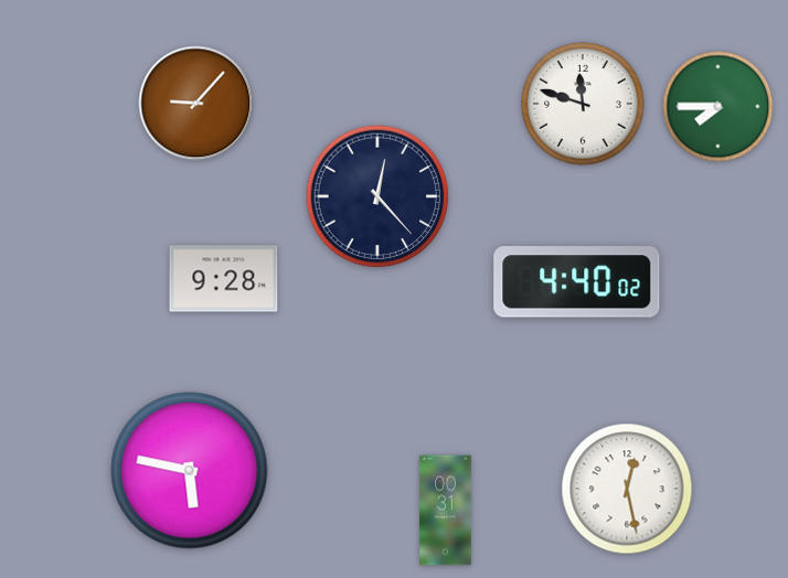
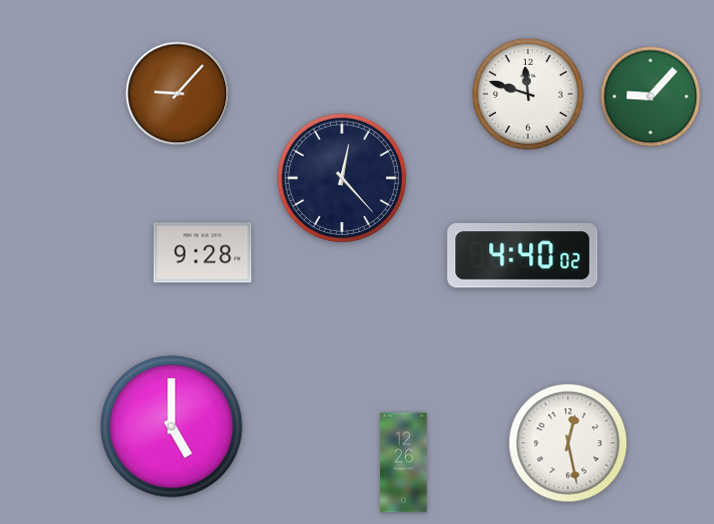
clock at (718, 107): 7:45 -> 9:07
clock at (190, 471): 5:47 -> 5:00
clock at (446, 511): 00:31 -> 12:26
